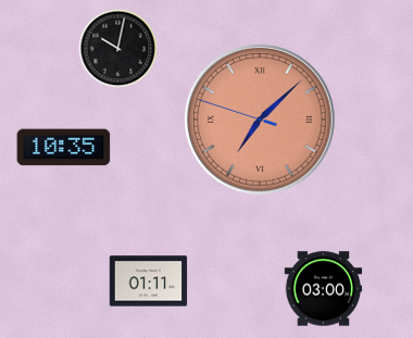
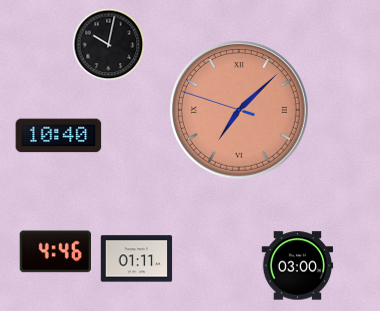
clock at (64, 148): 10:35 -> 10:40
clock at (55, 252): none -> 4:46
